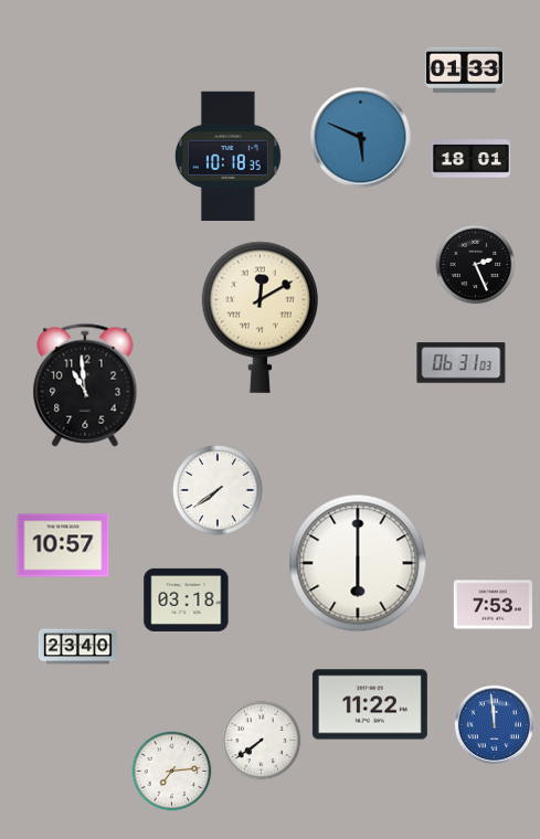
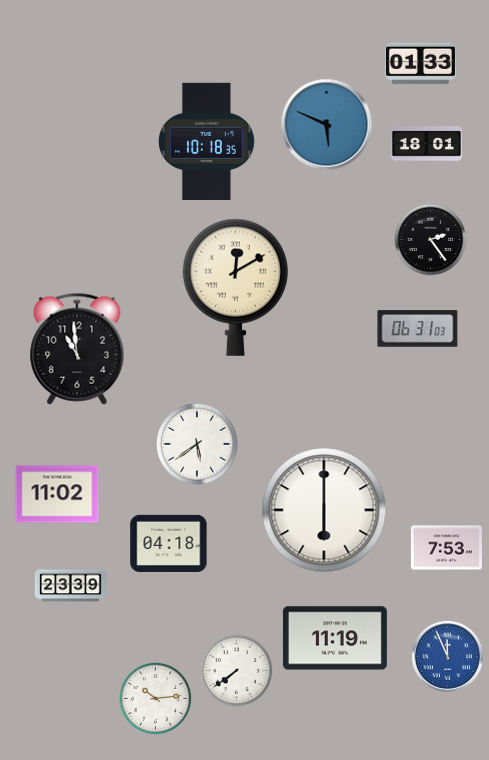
clock at (476, 265): 2:26 -> 2:24
clock at (219, 491): 7:39 -> 5:39
clock at (63, 545): 10:57 -> 11:02
clock at (187, 599): 03:18 -> 04:18
clock at (77, 647): 23:40 -> 23:39
clock at (370, 704): 11:22 -> 11:19
clock at (494, 724): 11:59 -> 11:56
clock at (172, 772): 7:14 -> 10:14
